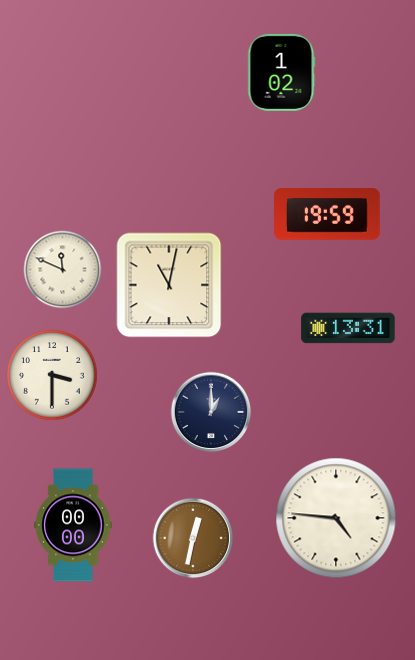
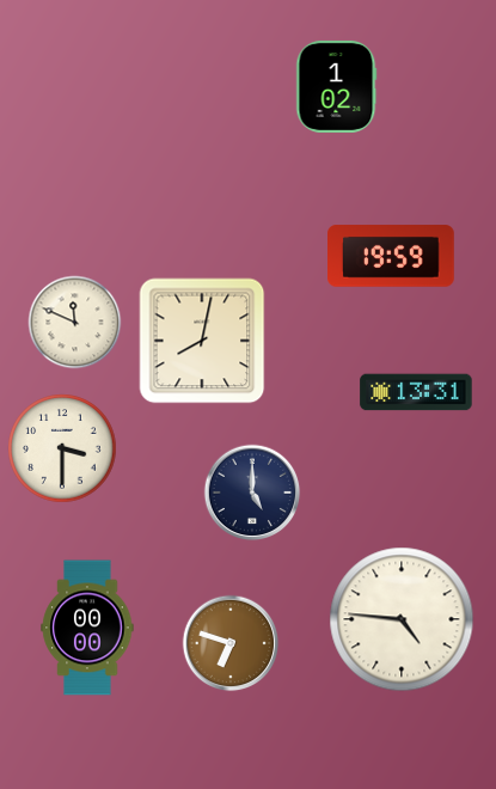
clock at (169, 285): 11:02 -> 8:02
clock at (211, 412): 1:00 -> 5:00
clock at (193, 538): 12:32 -> 6:48
